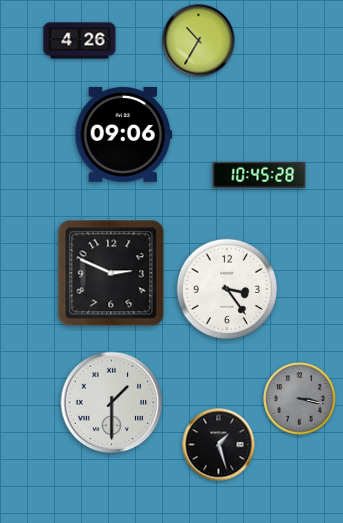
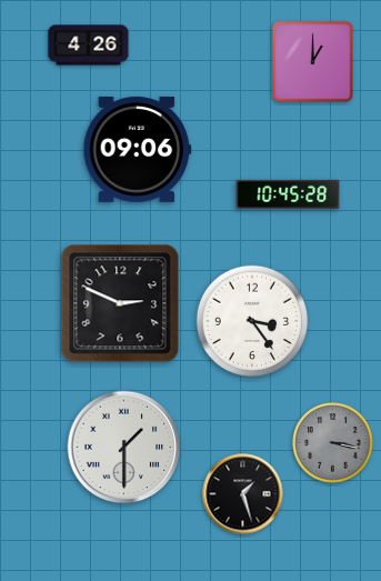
clock at (199, 41): 10:35 -> none
clock at (313, 62): none -> 1:00
clock at (111, 273) position: (111, 273) -> (120, 303)
